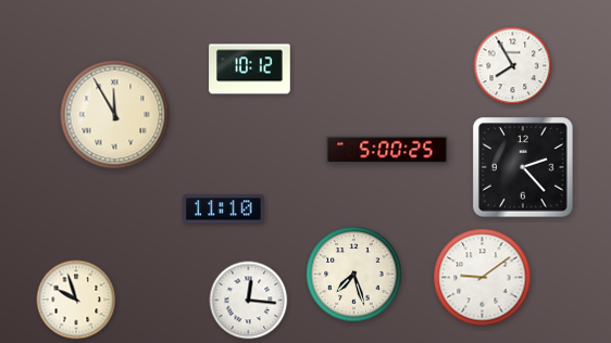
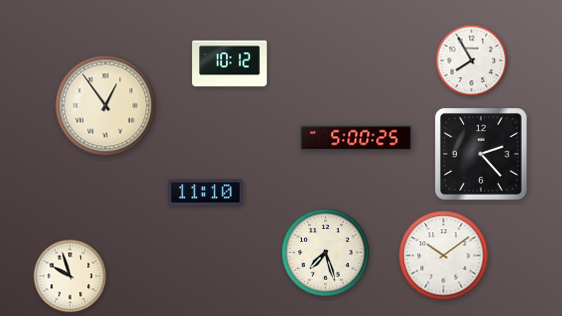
clock at (115, 115): 11:55 -> 12:54
clock at (483, 278): 9:09 -> 10:09
clock at (249, 301): 12:16 -> none
